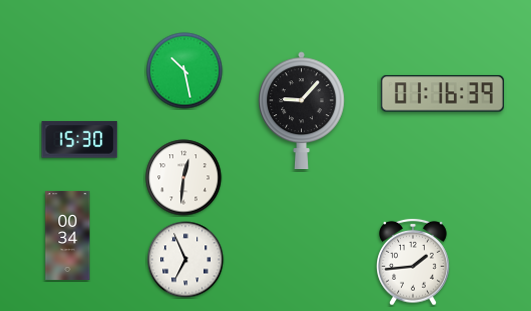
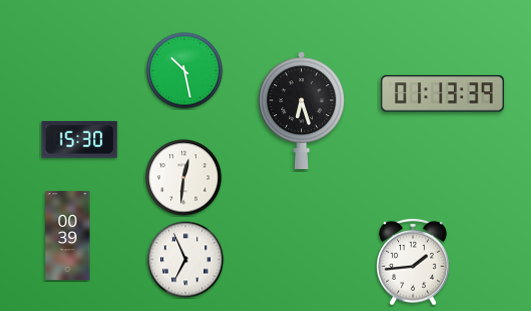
clock at (442, 94): 01:16 -> 01:13
clock at (302, 111): 9:07 -> 6:27
clock at (68, 235): 00:34 -> 00:39
